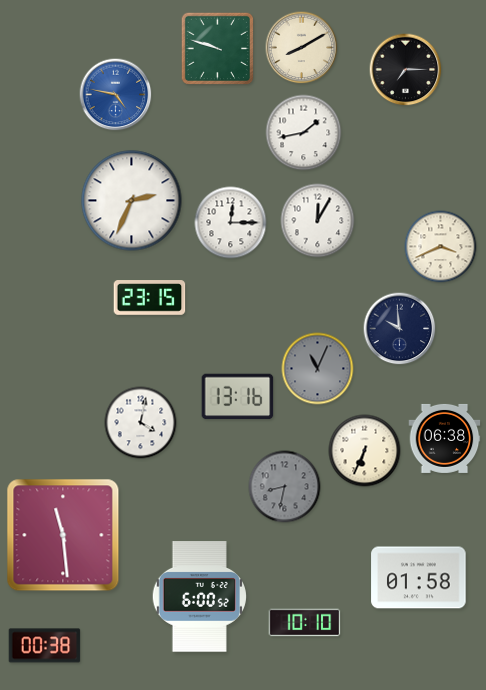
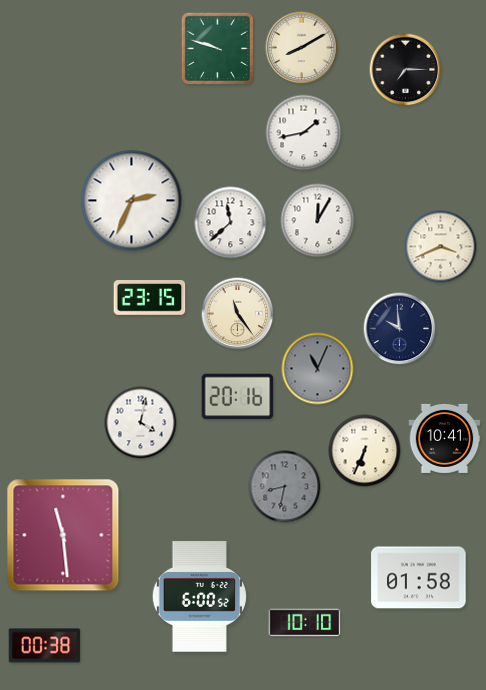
clock at (116, 95): 4:47 -> none
clock at (231, 223): 12:15 -> 11:38
clock at (238, 314): none -> 11:24
clock at (238, 397): 13:16 -> 20:16
clock at (445, 438): 06:38 -> 10:41
